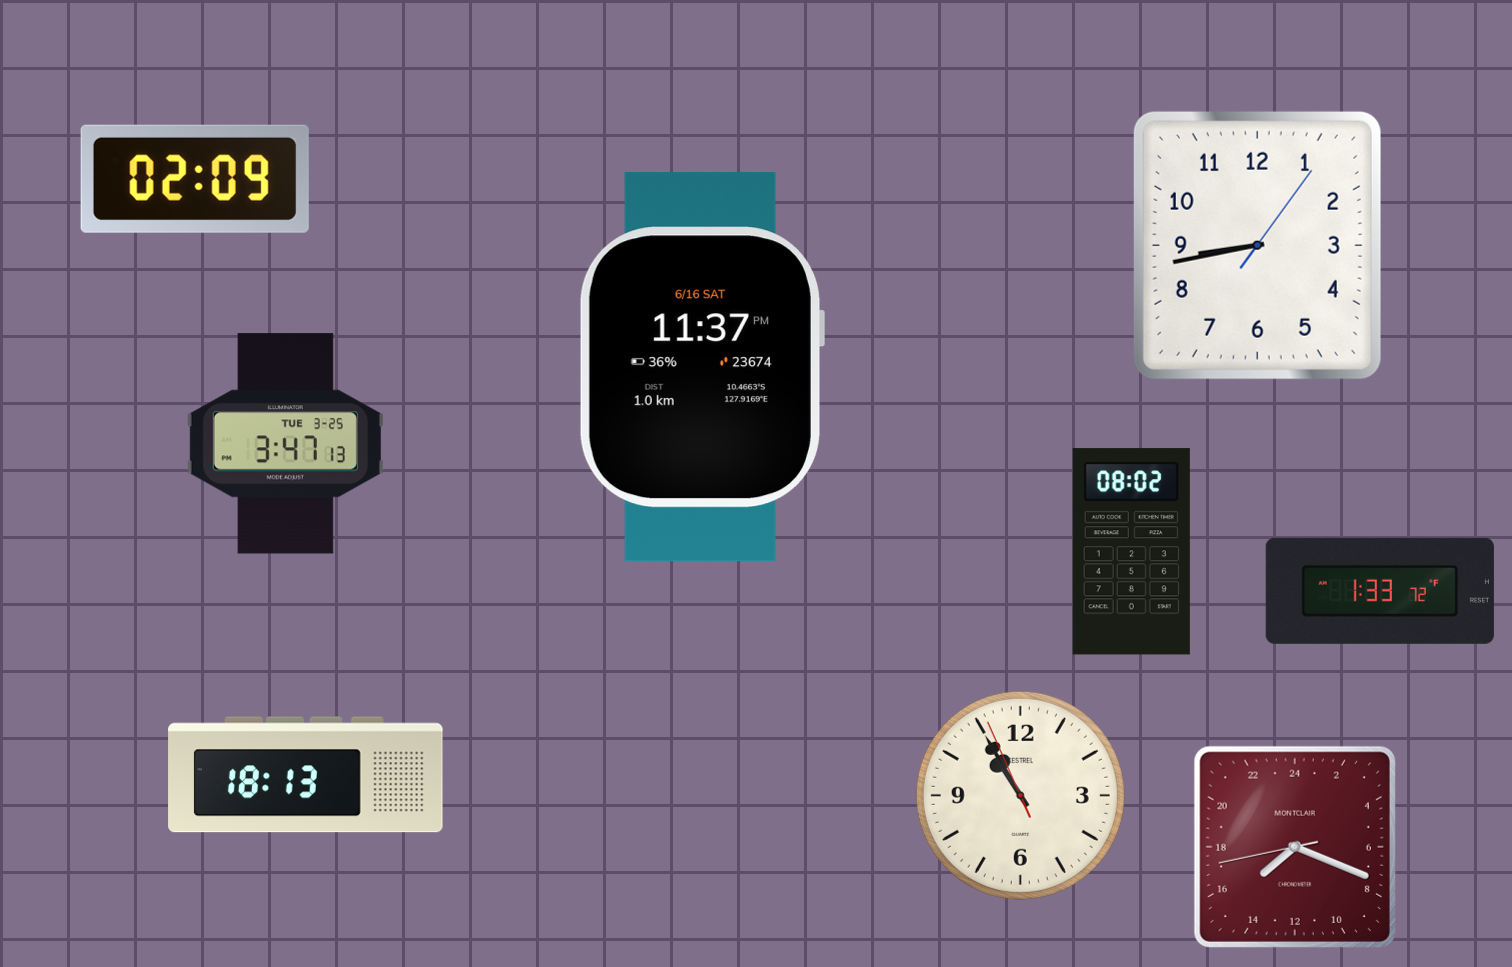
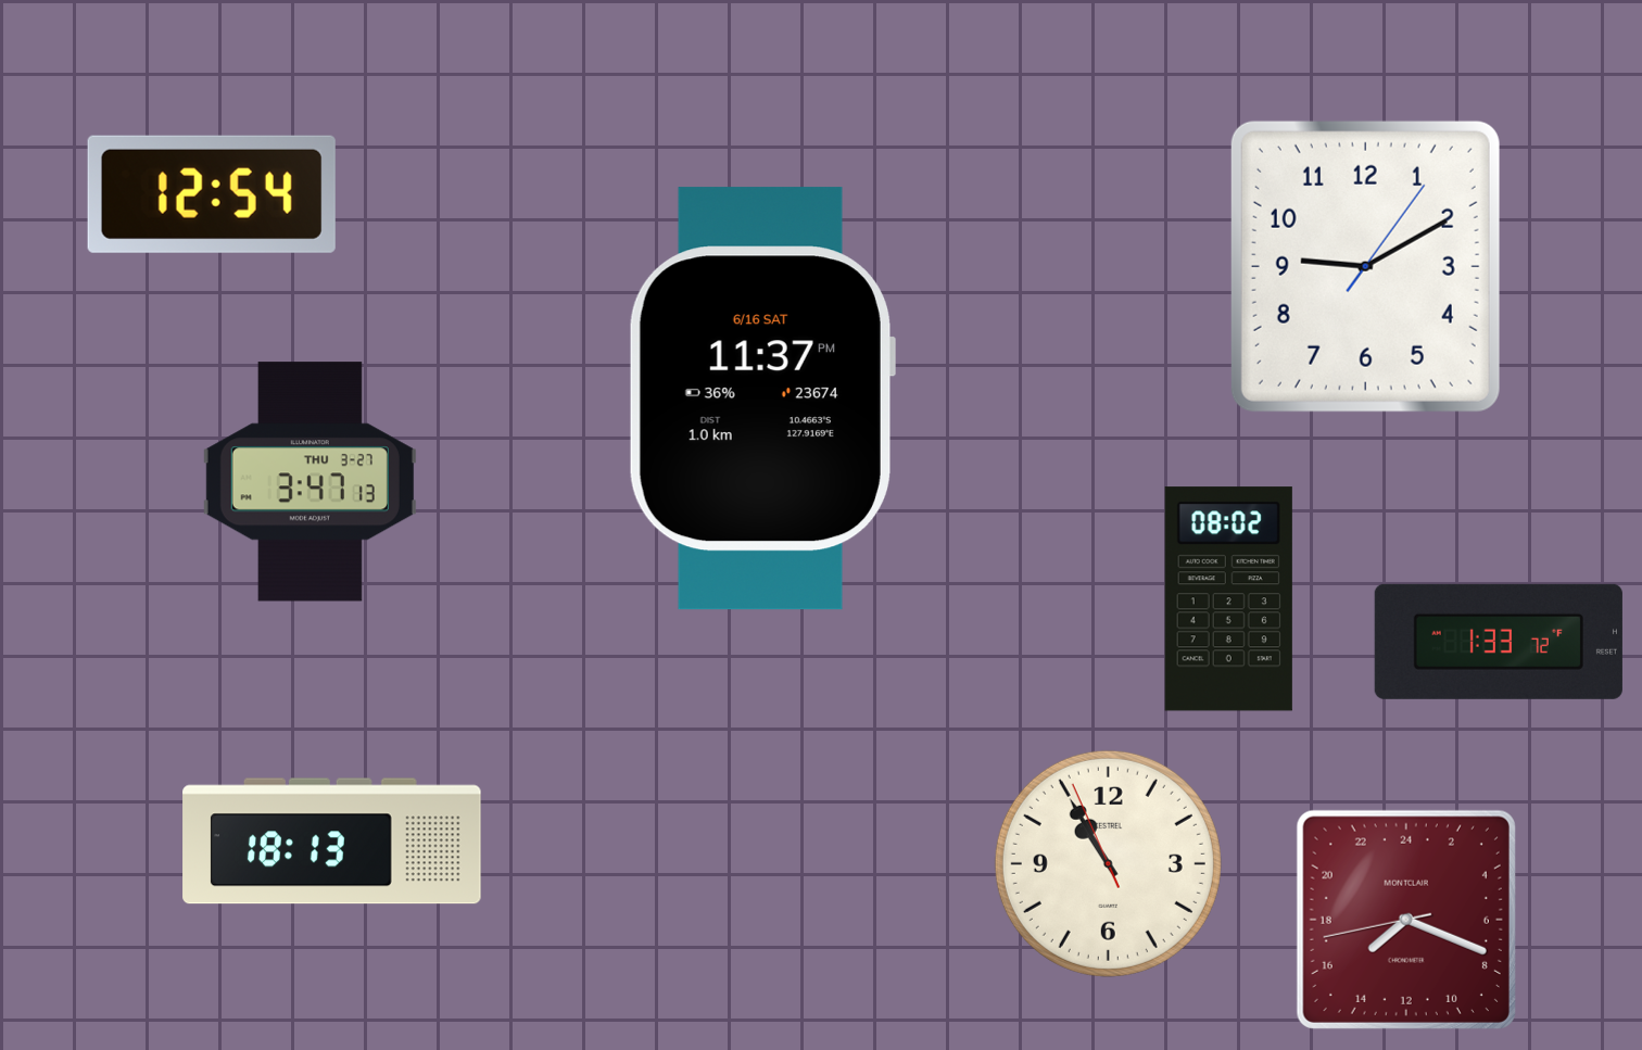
clock at (195, 179): 02:09 -> 12:54
clock at (1257, 245): 8:43 -> 9:10
clock at (285, 444) date: TUE 3-25 -> THU 3-27
